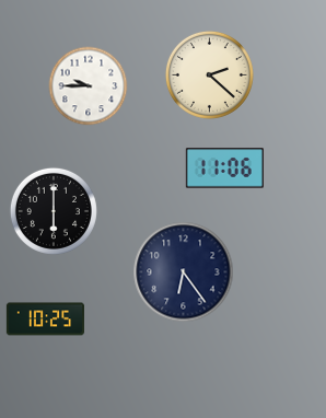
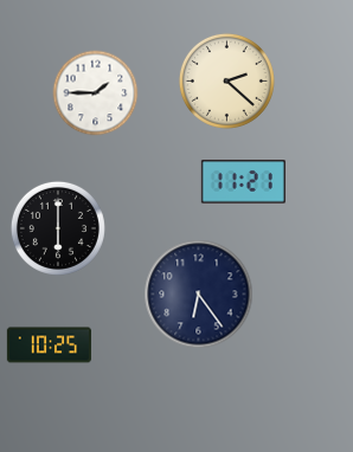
clock at (89, 86): 9:45 -> 1:45
clock at (224, 169): 11:06 -> 11:21
